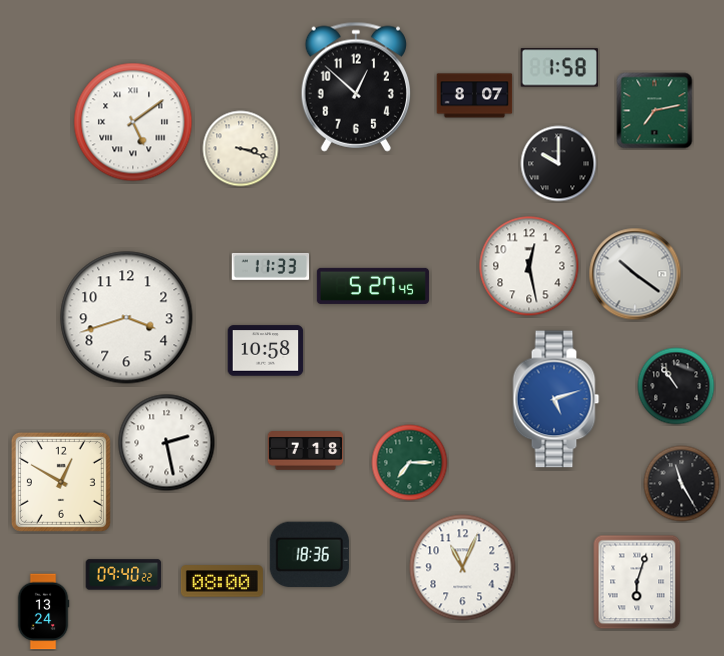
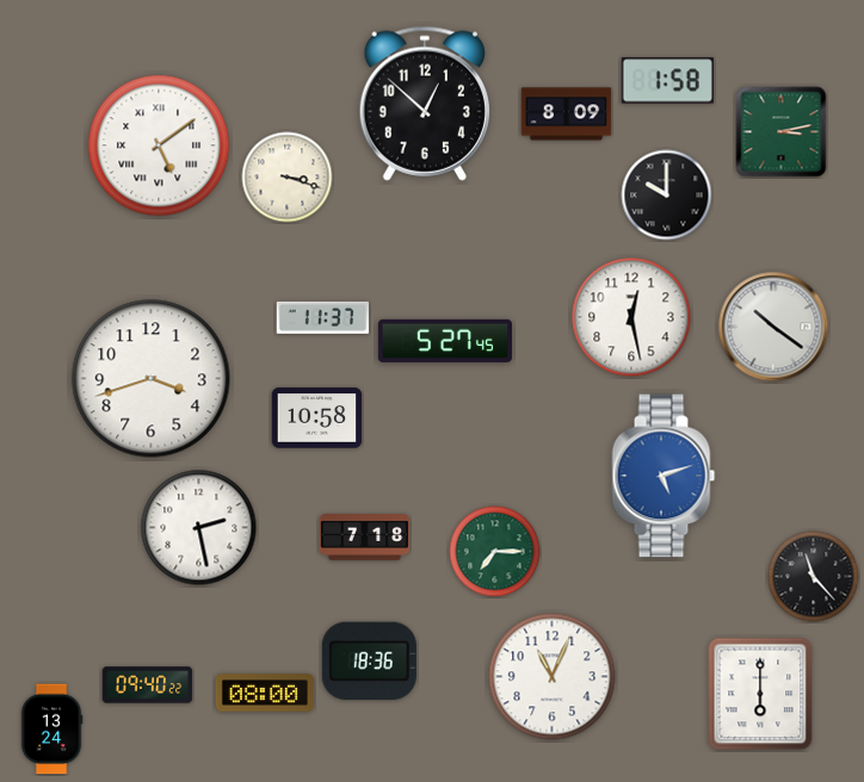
clock at (475, 96): 8:07 -> 8:09
clock at (655, 111): 7:13 -> 3:13
clock at (271, 266): 11:33 -> 11:37
clock at (635, 274) position: (635, 274) -> (773, 327)
clock at (676, 386): 10:54 -> none
clock at (410, 463) position: (410, 463) -> (495, 552)
clock at (61, 482): 12:50 -> none
clock at (682, 484): 11:25 -> 11:23
clock at (637, 582): 6:03 -> 6:00
